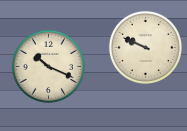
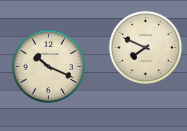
clock at (145, 47): 9:49 -> 7:49
